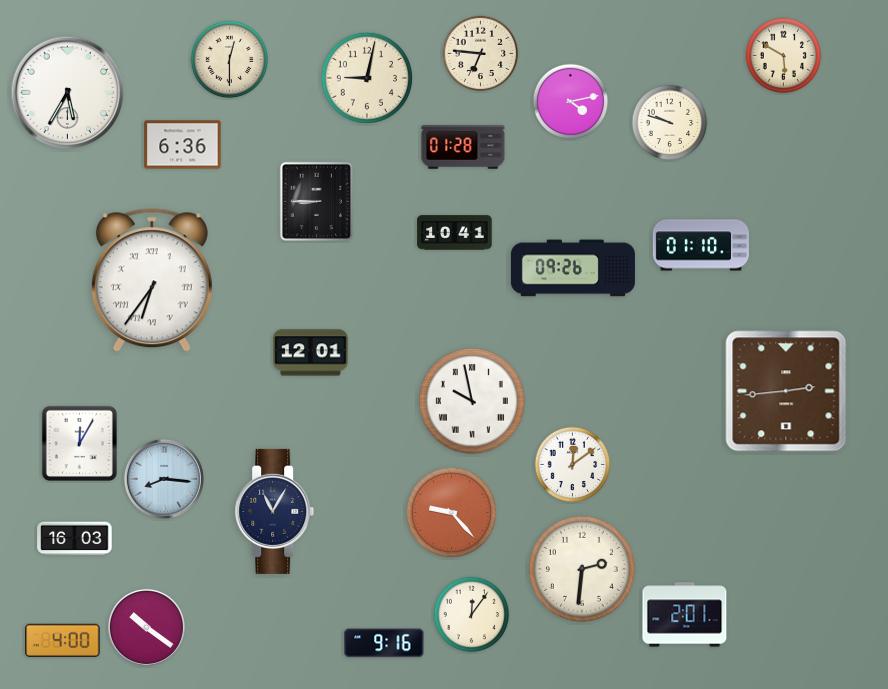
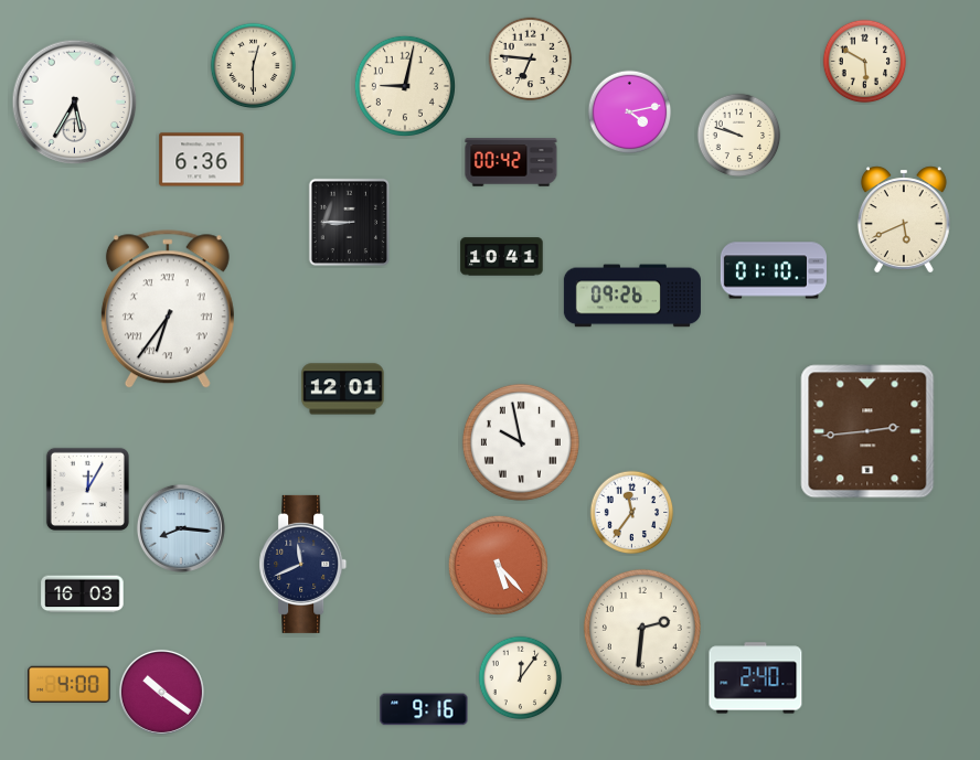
clock at (463, 147): 01:28 -> 00:42
clock at (904, 218): none -> 5:41
clock at (573, 465): 12:09 -> 11:36
clock at (275, 511): 11:05 -> 11:41
clock at (451, 512): 9:23 -> 5:23
clock at (685, 615): 2:01 -> 2:40
clock at (63, 640) position: (63, 640) -> (70, 684)
